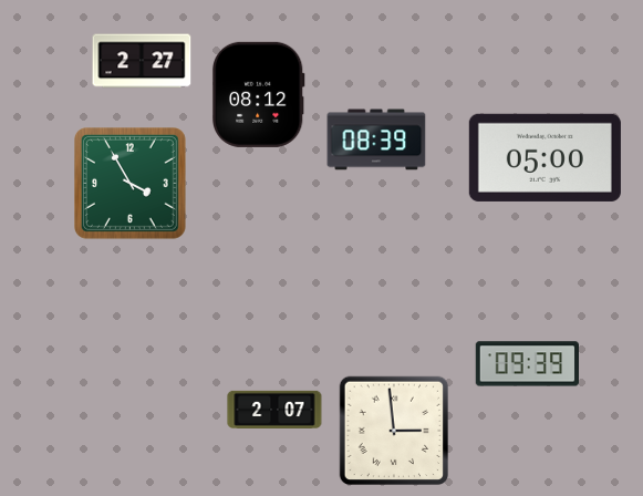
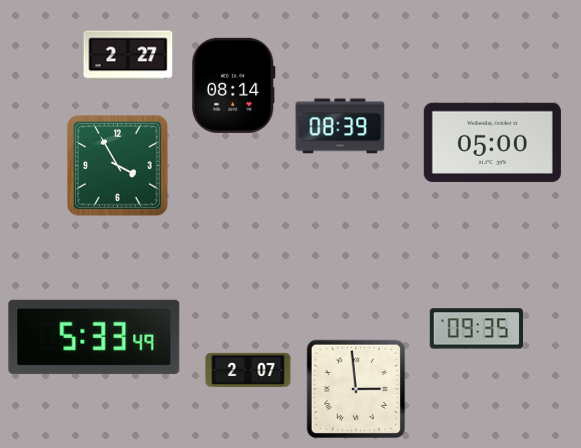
clock at (258, 94): 08:12 -> 08:14
clock at (528, 364): 09:39 -> 09:35
clock at (94, 337): none -> 5:33
